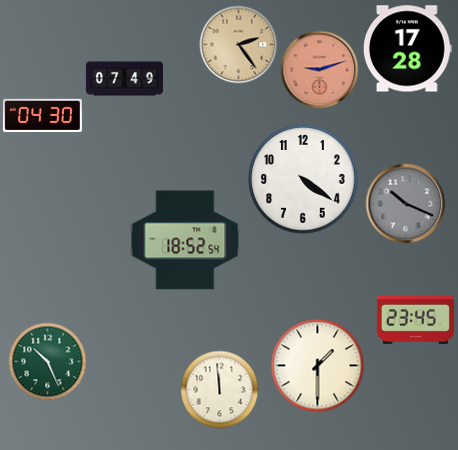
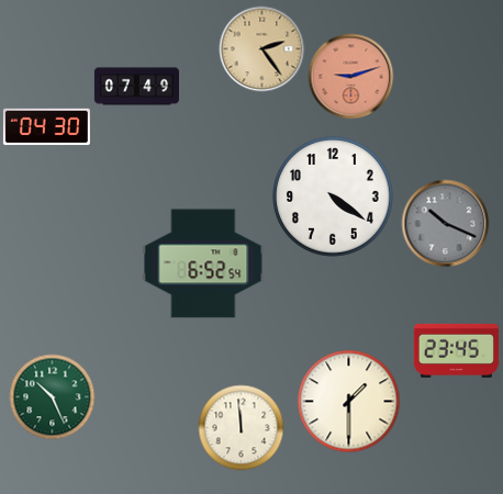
clock at (407, 49): 17:28 -> none
clock at (185, 240): 18:52 -> 6:52
